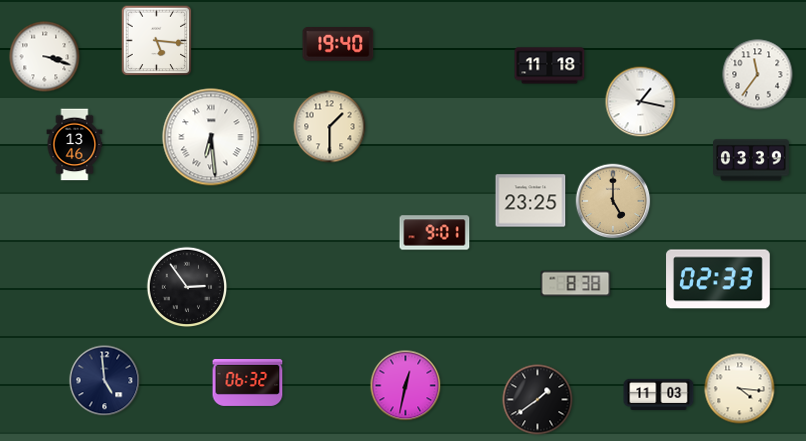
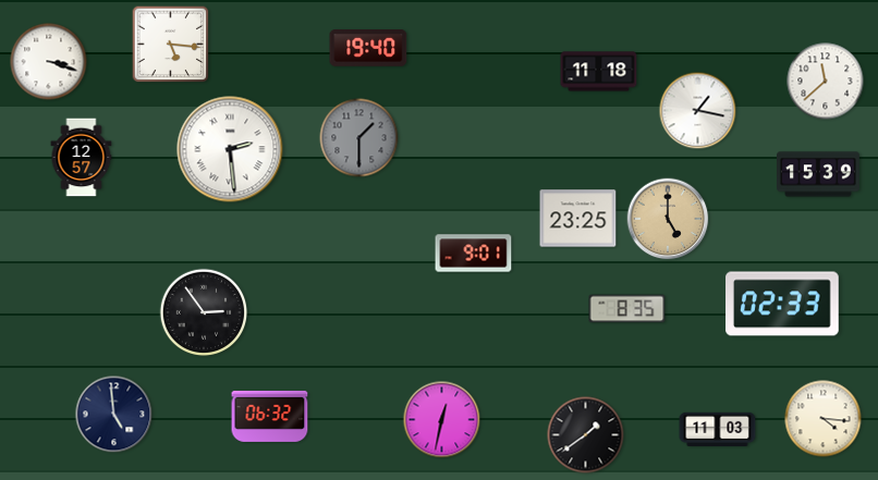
clock at (758, 75): 11:36 -> 11:38
clock at (330, 127) dial: cream -> grey
clock at (211, 137): 6:29 -> 2:29
clock at (75, 145): 13:46 -> 12:57
clock at (752, 160): 03:39 -> 15:39
clock at (576, 284): 8:38 -> 8:35
clock at (740, 389) position: (740, 389) -> (824, 419)
